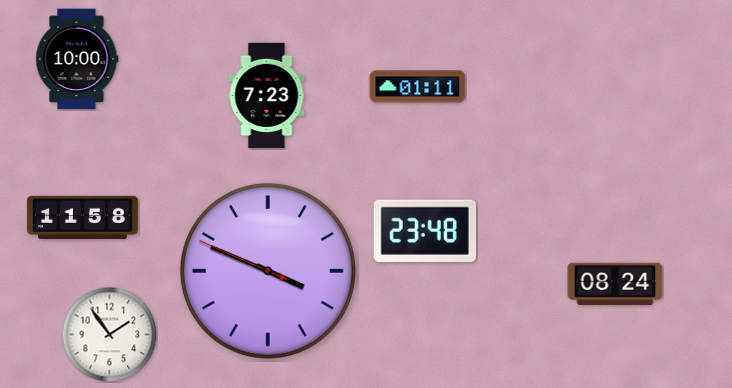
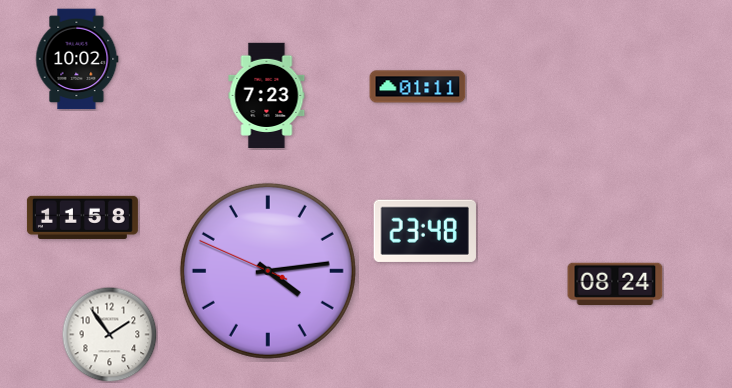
clock at (77, 59): 10:00 -> 10:02
clock at (268, 271): 3:48 -> 4:13
